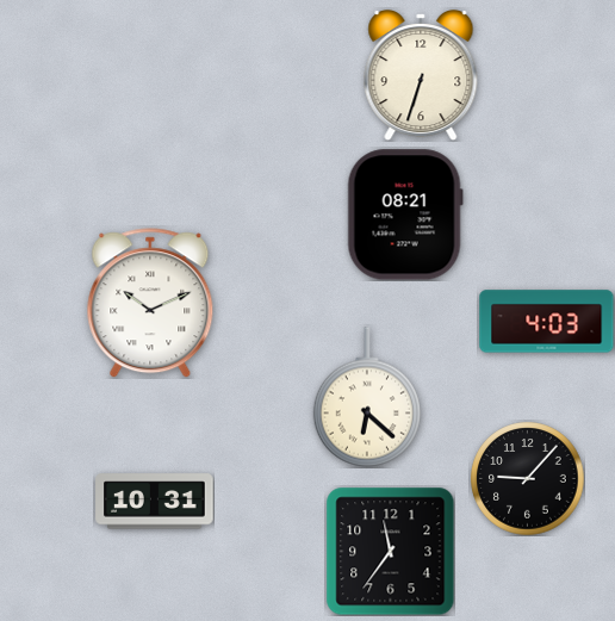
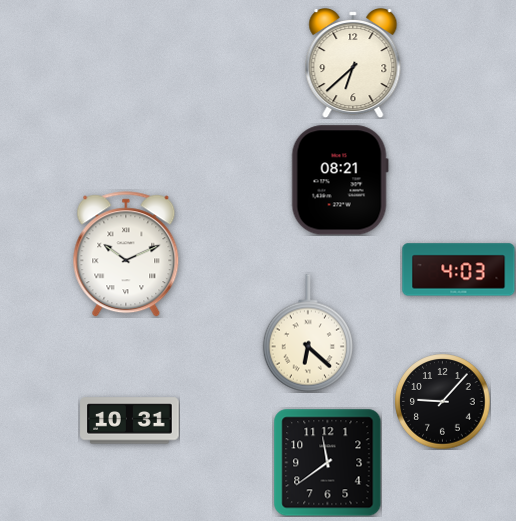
clock at (421, 76): 6:33 -> 6:38
clock at (390, 551): 11:36 -> 11:39
